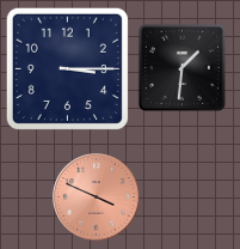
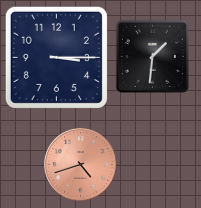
clock at (97, 198): 3:49 -> 4:42
